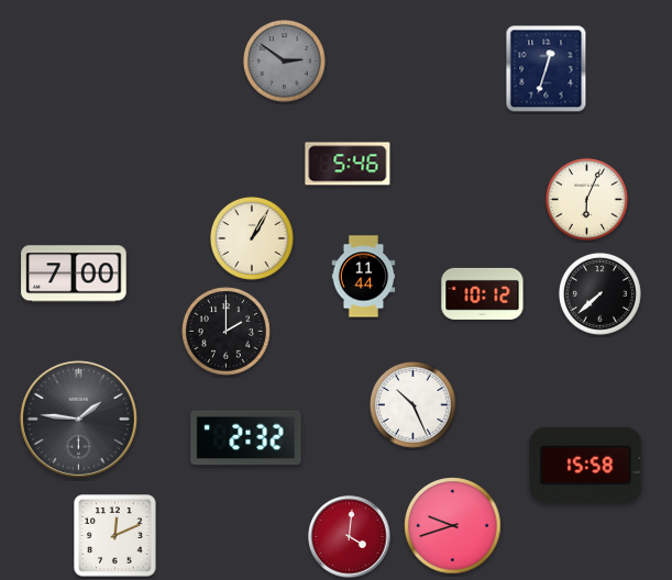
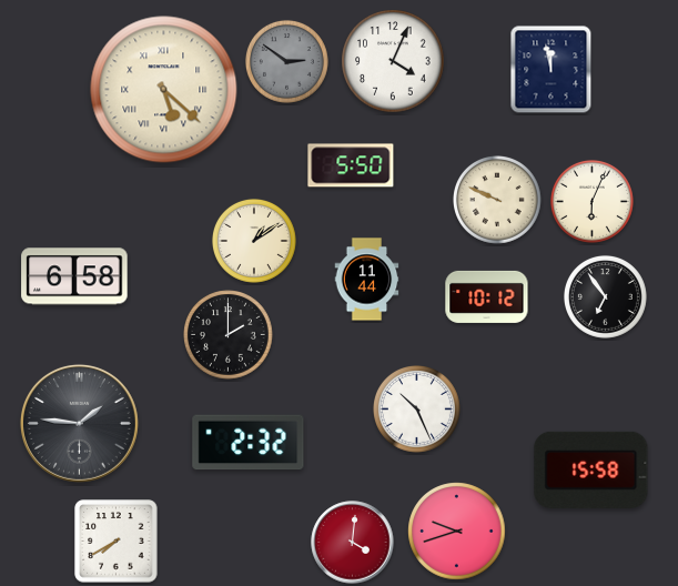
clock at (393, 61): none -> 4:04
clock at (547, 69): 12:33 -> 11:58
clock at (164, 90): none -> 5:22
clock at (348, 164): 5:46 -> 5:50
clock at (498, 201): none -> 9:49
clock at (252, 238): 1:05 -> 1:09
clock at (74, 274): 7:00 -> 6:58
clock at (599, 293): 7:38 -> 6:54
clock at (115, 536): 12:11 -> 7:40
